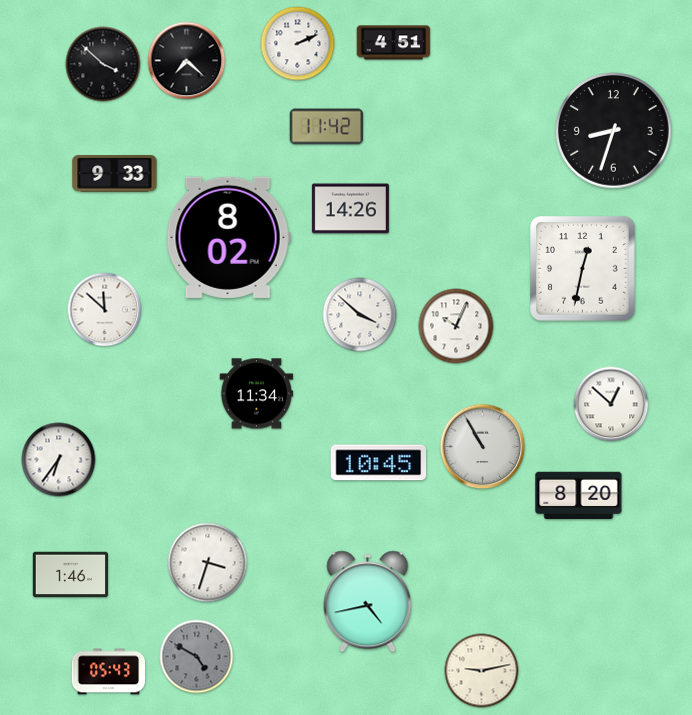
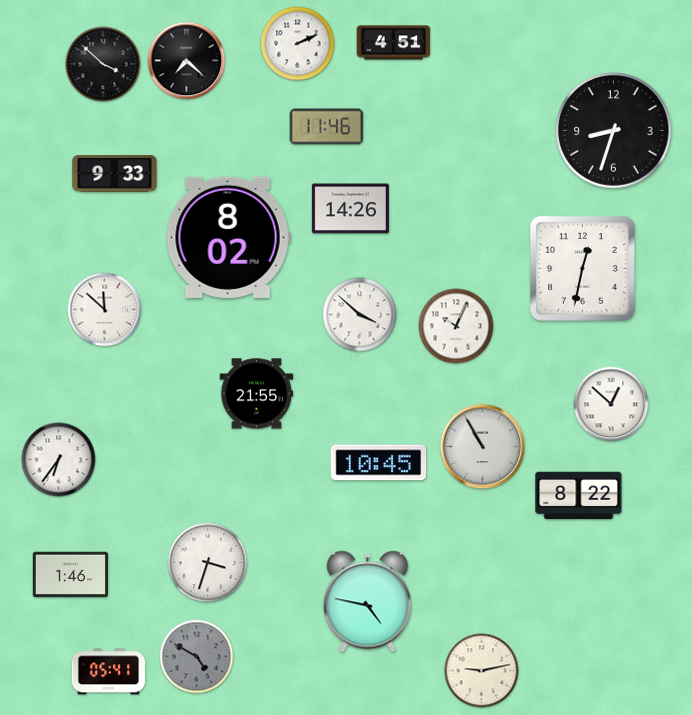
clock at (327, 127): 11:42 -> 11:46
clock at (257, 394): 11:34 -> 21:55
clock at (579, 496): 8:20 -> 8:22
clock at (368, 602): 4:43 -> 4:47
clock at (109, 672): 05:43 -> 05:41
